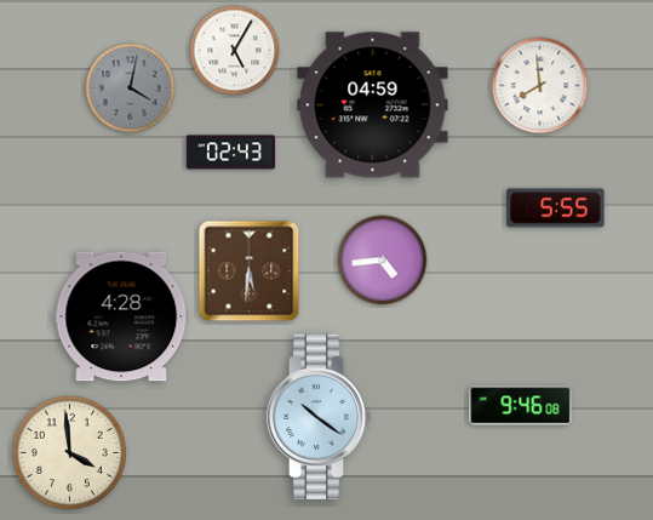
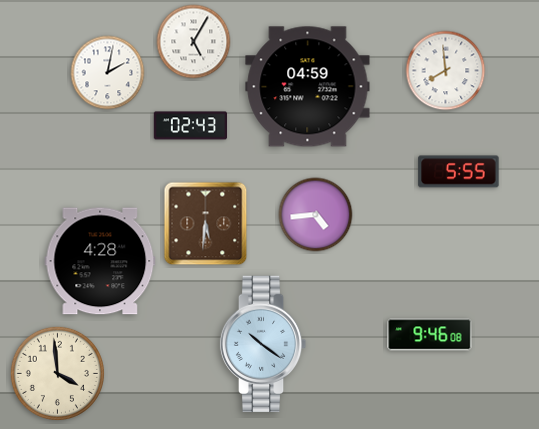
clock at (131, 88): 4:02 -> 2:02
clock at (131, 88) dial: grey -> white
